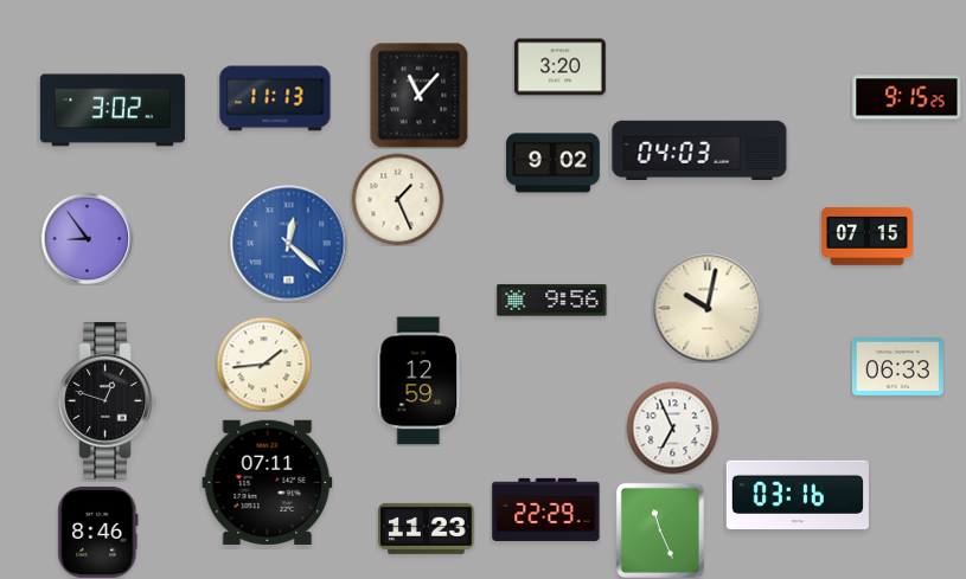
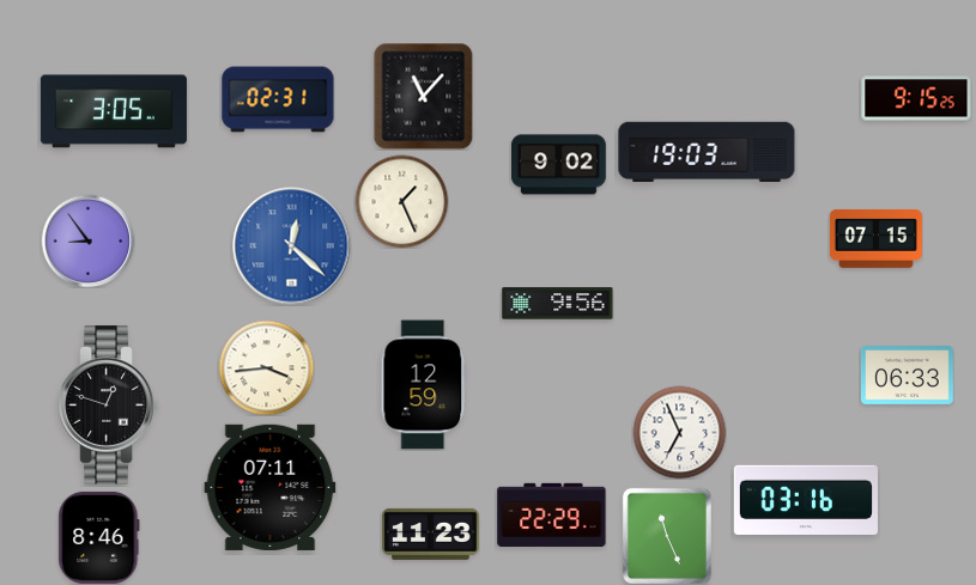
clock at (559, 67): 3:20 -> none
clock at (275, 98): 11:13 -> 02:31
clock at (113, 110): 3:02 -> 3:05
clock at (699, 149): 04:03 -> 19:03
clock at (708, 308): 10:02 -> none
clock at (263, 364): 1:44 -> 3:44
clock at (897, 367) position: (897, 367) -> (907, 376)
